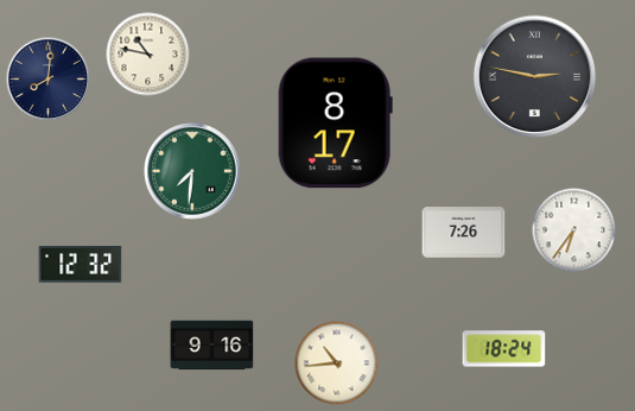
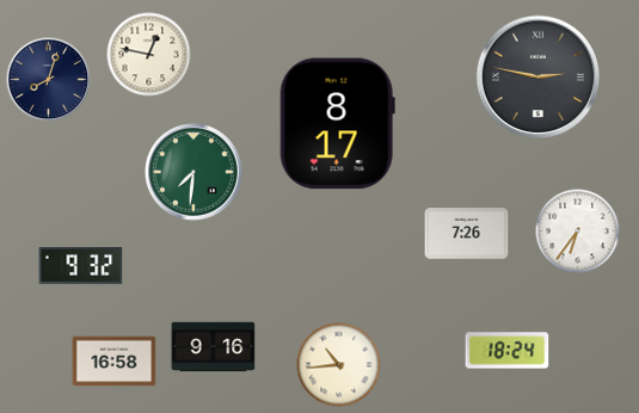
clock at (148, 55): 10:47 -> 12:47
clock at (49, 80): 8:01 -> 8:03
clock at (81, 265): 12:32 -> 9:32
clock at (115, 362): none -> 16:58
